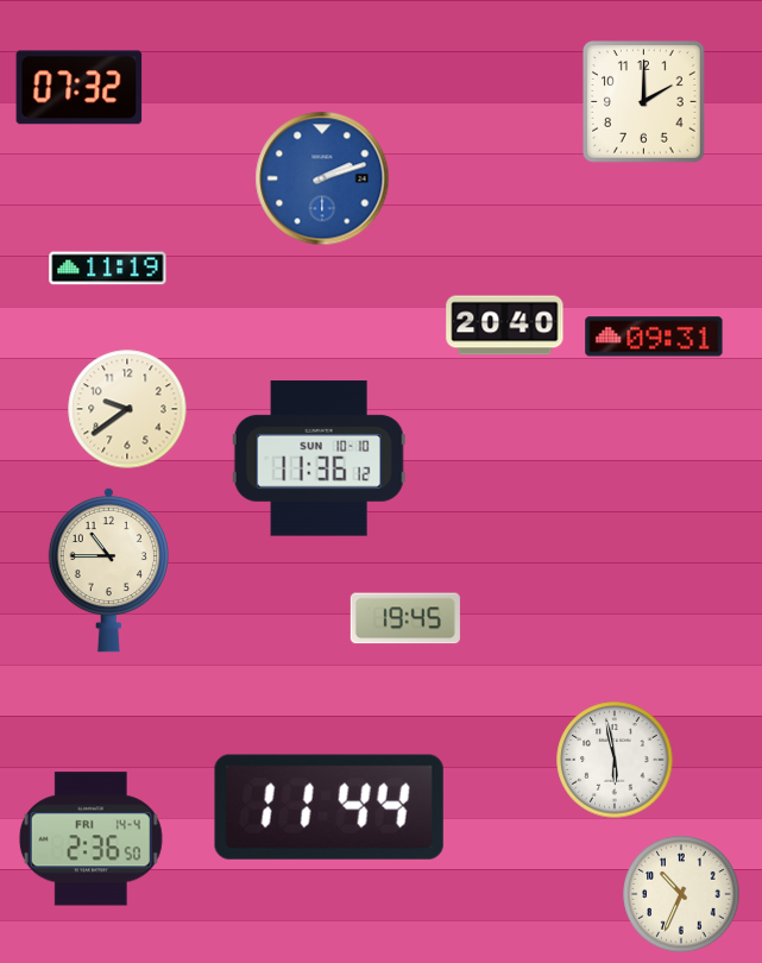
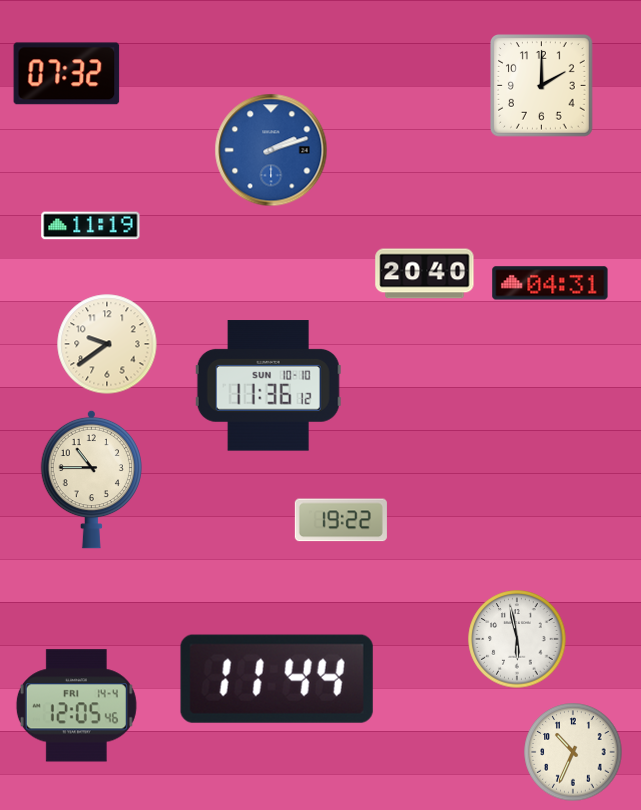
clock at (654, 336): 09:31 -> 04:31
clock at (405, 618): 19:45 -> 19:22
clock at (90, 839): 2:36 -> 12:05
